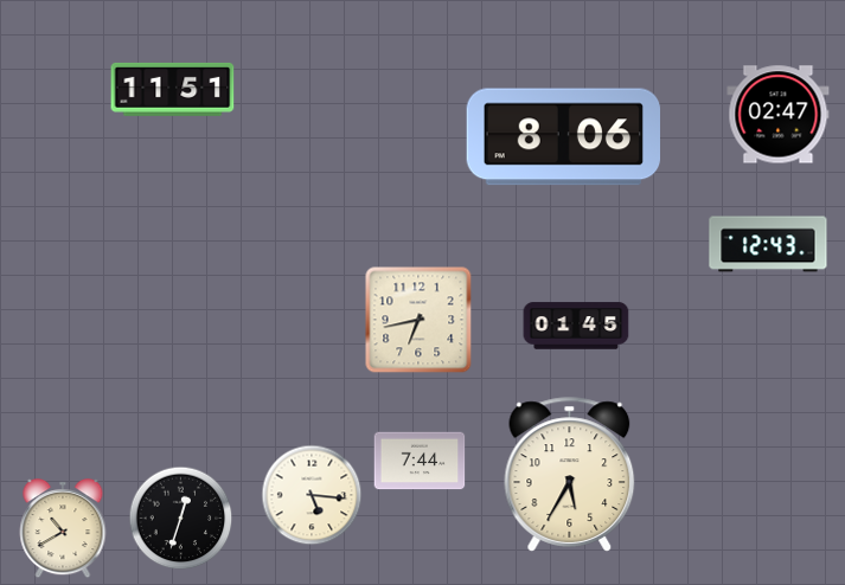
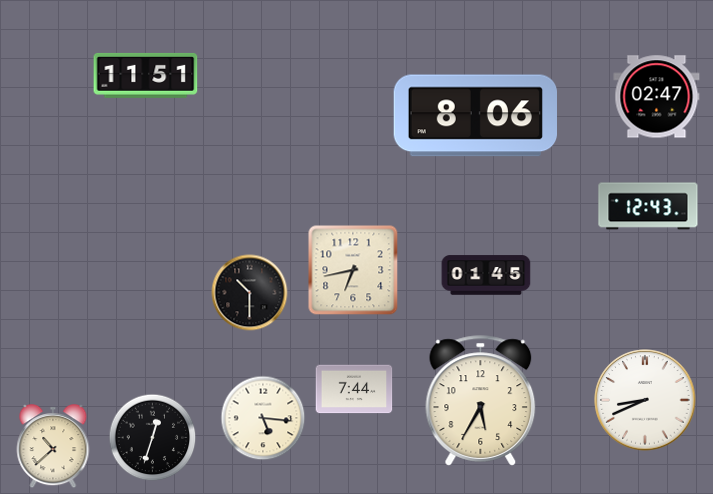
clock at (250, 293): none -> 10:30
clock at (645, 400): none -> 8:41
clock at (63, 529): 10:40 -> 10:38
